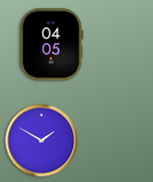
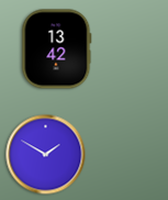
clock at (52, 45): 04:05 -> 13:42
